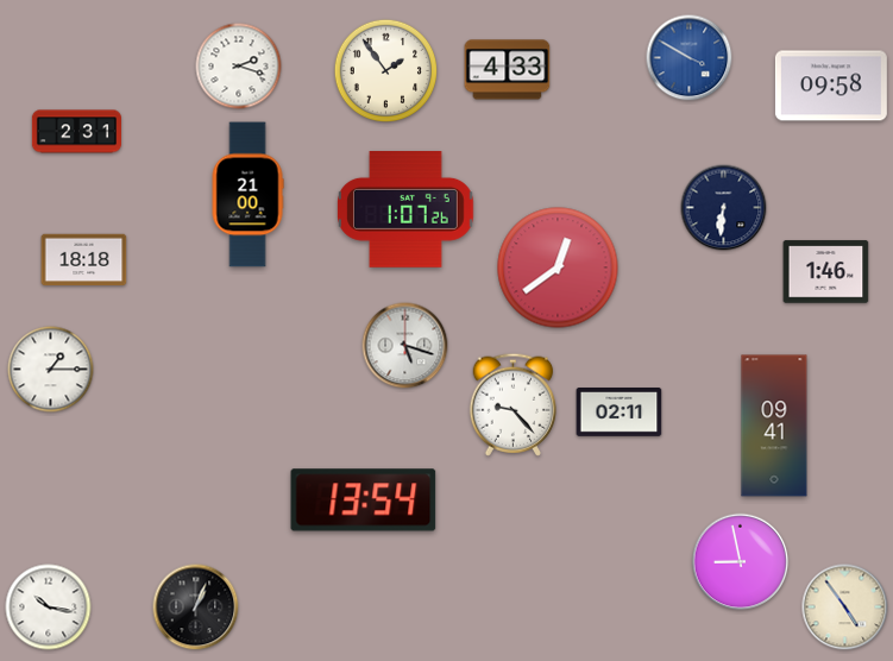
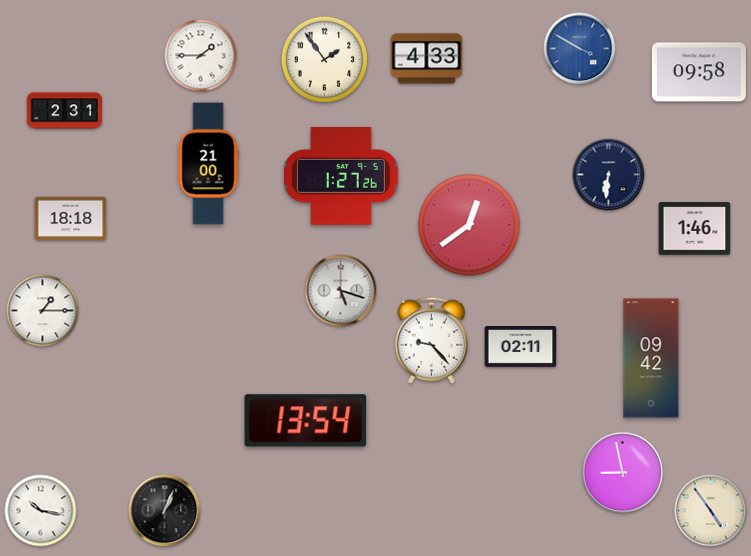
clock at (239, 67): 2:18 -> 1:45
clock at (405, 210): 1:07 -> 1:27
clock at (774, 426): 09:41 -> 09:42
